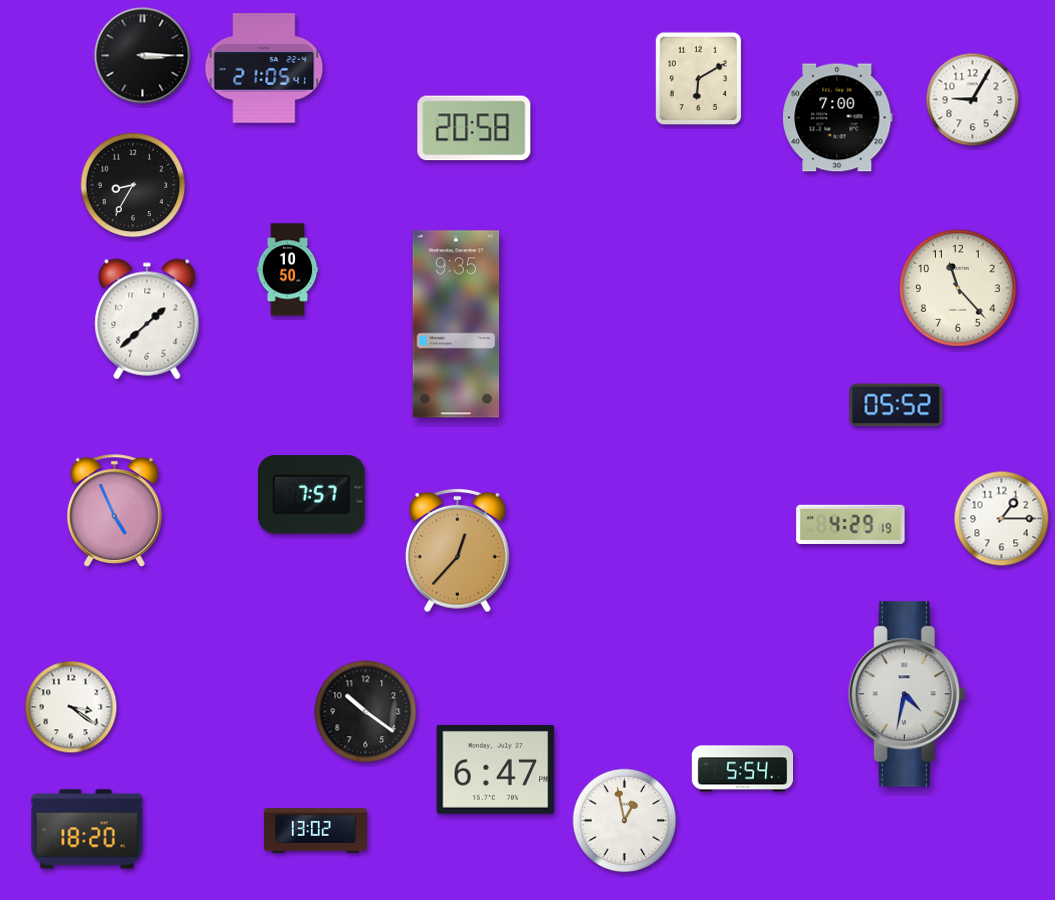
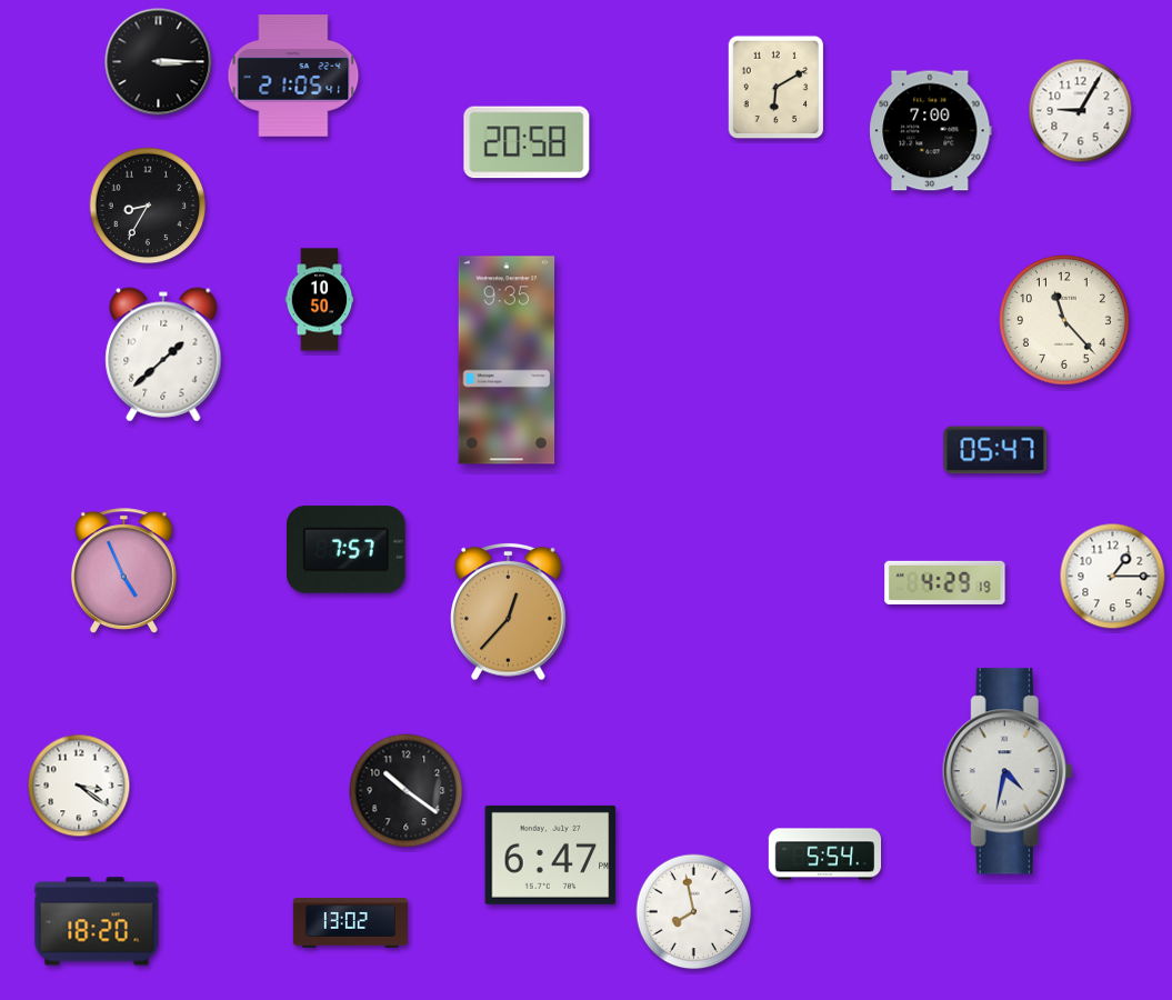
clock at (896, 405): 05:52 -> 05:47
clock at (114, 511) position: (114, 511) -> (123, 571)
clock at (625, 821): 12:58 -> 7:58
